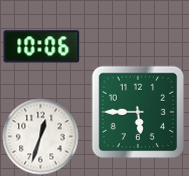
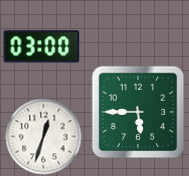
clock at (42, 47): 10:06 -> 03:00
clock at (41, 137) position: (41, 137) -> (44, 137)
